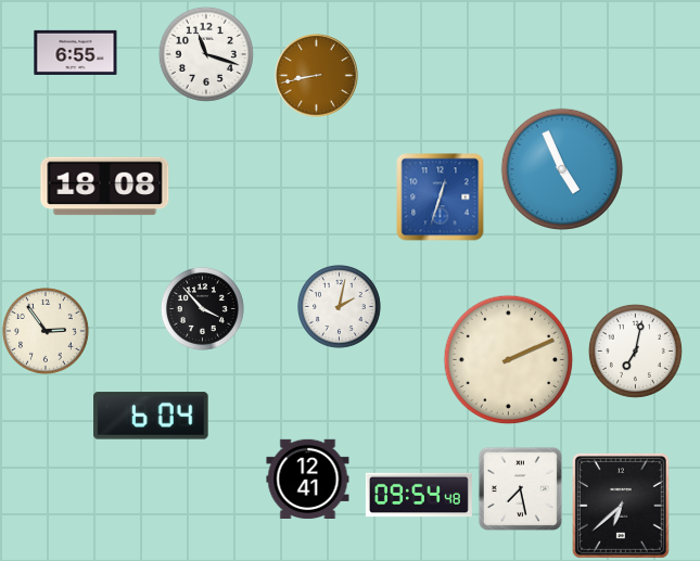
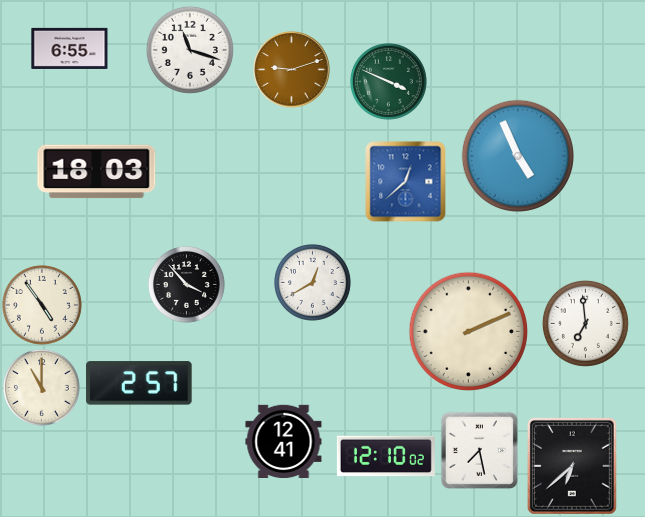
clock at (317, 76): 8:43 -> 9:12
clock at (389, 82): none -> 3:49
clock at (105, 187): 18:08 -> 18:03
clock at (441, 197): 12:33 -> 12:38
clock at (340, 307): 2:02 -> 12:40
clock at (46, 331): 2:54 -> 4:54
clock at (635, 350): 7:02 -> 6:59
clock at (151, 416): 6:04 -> 2:57
clock at (42, 388): none -> 11:00
clock at (419, 495): 09:54 -> 12:10
